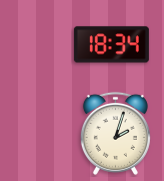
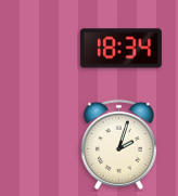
clock at (115, 133) position: (115, 133) -> (118, 144)
